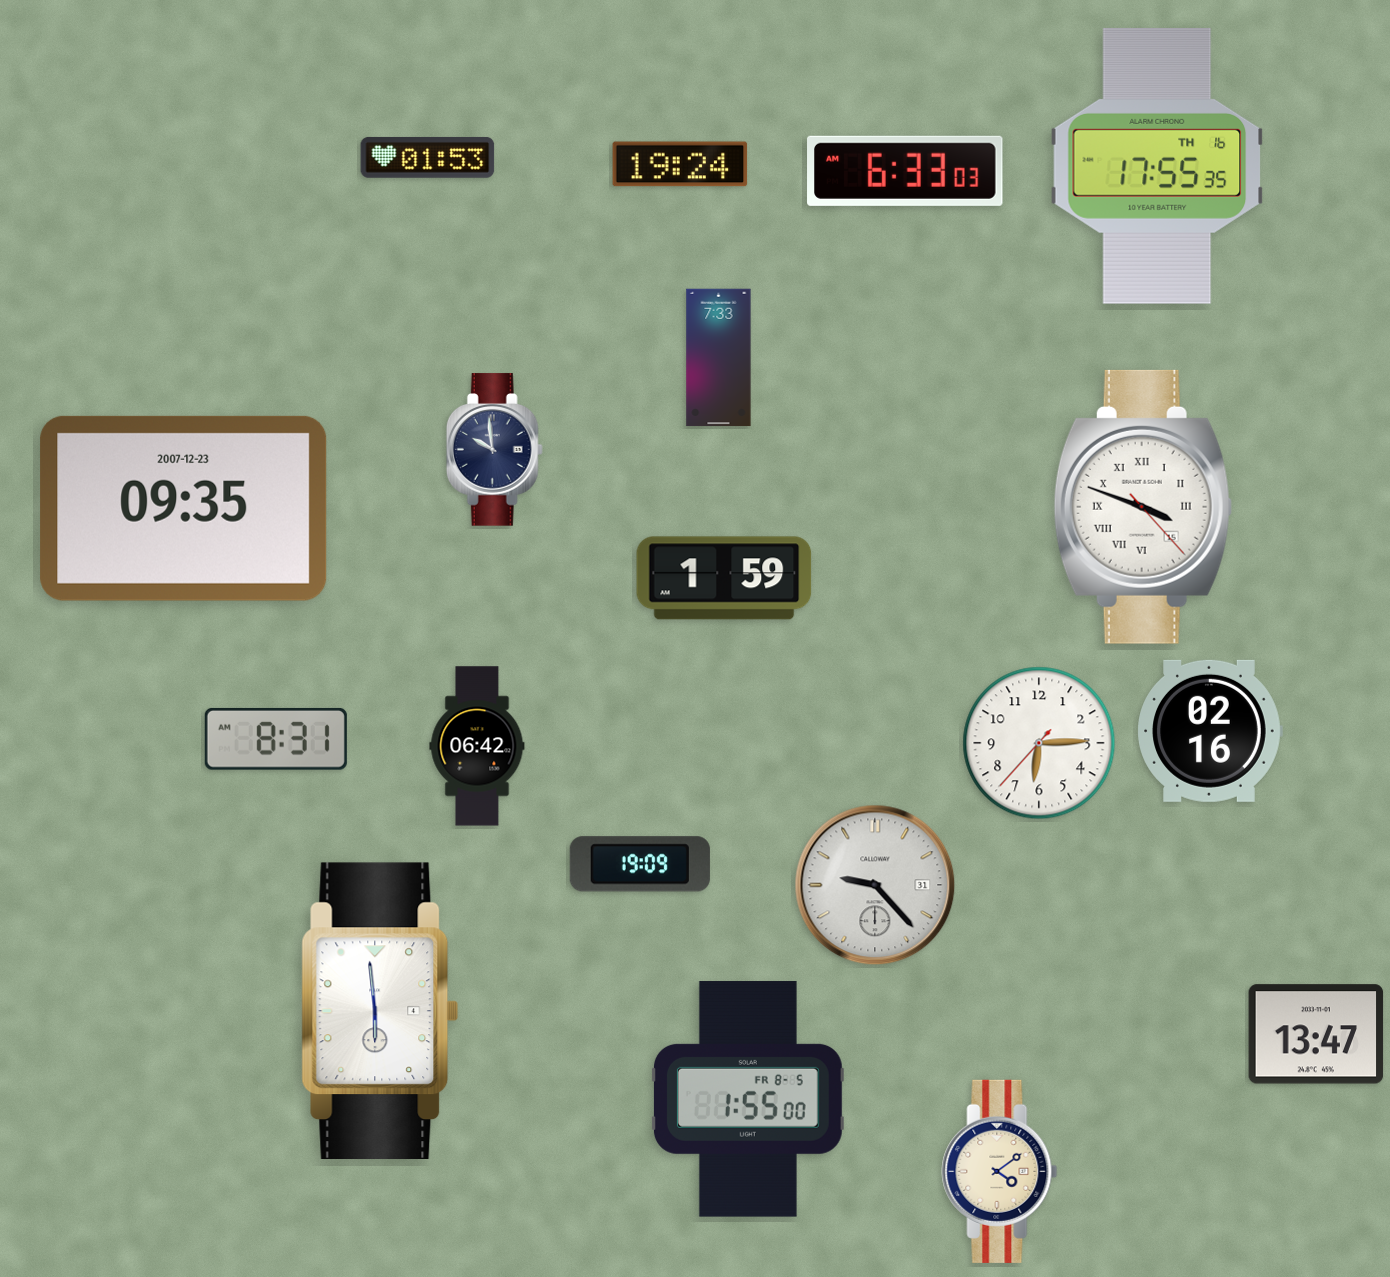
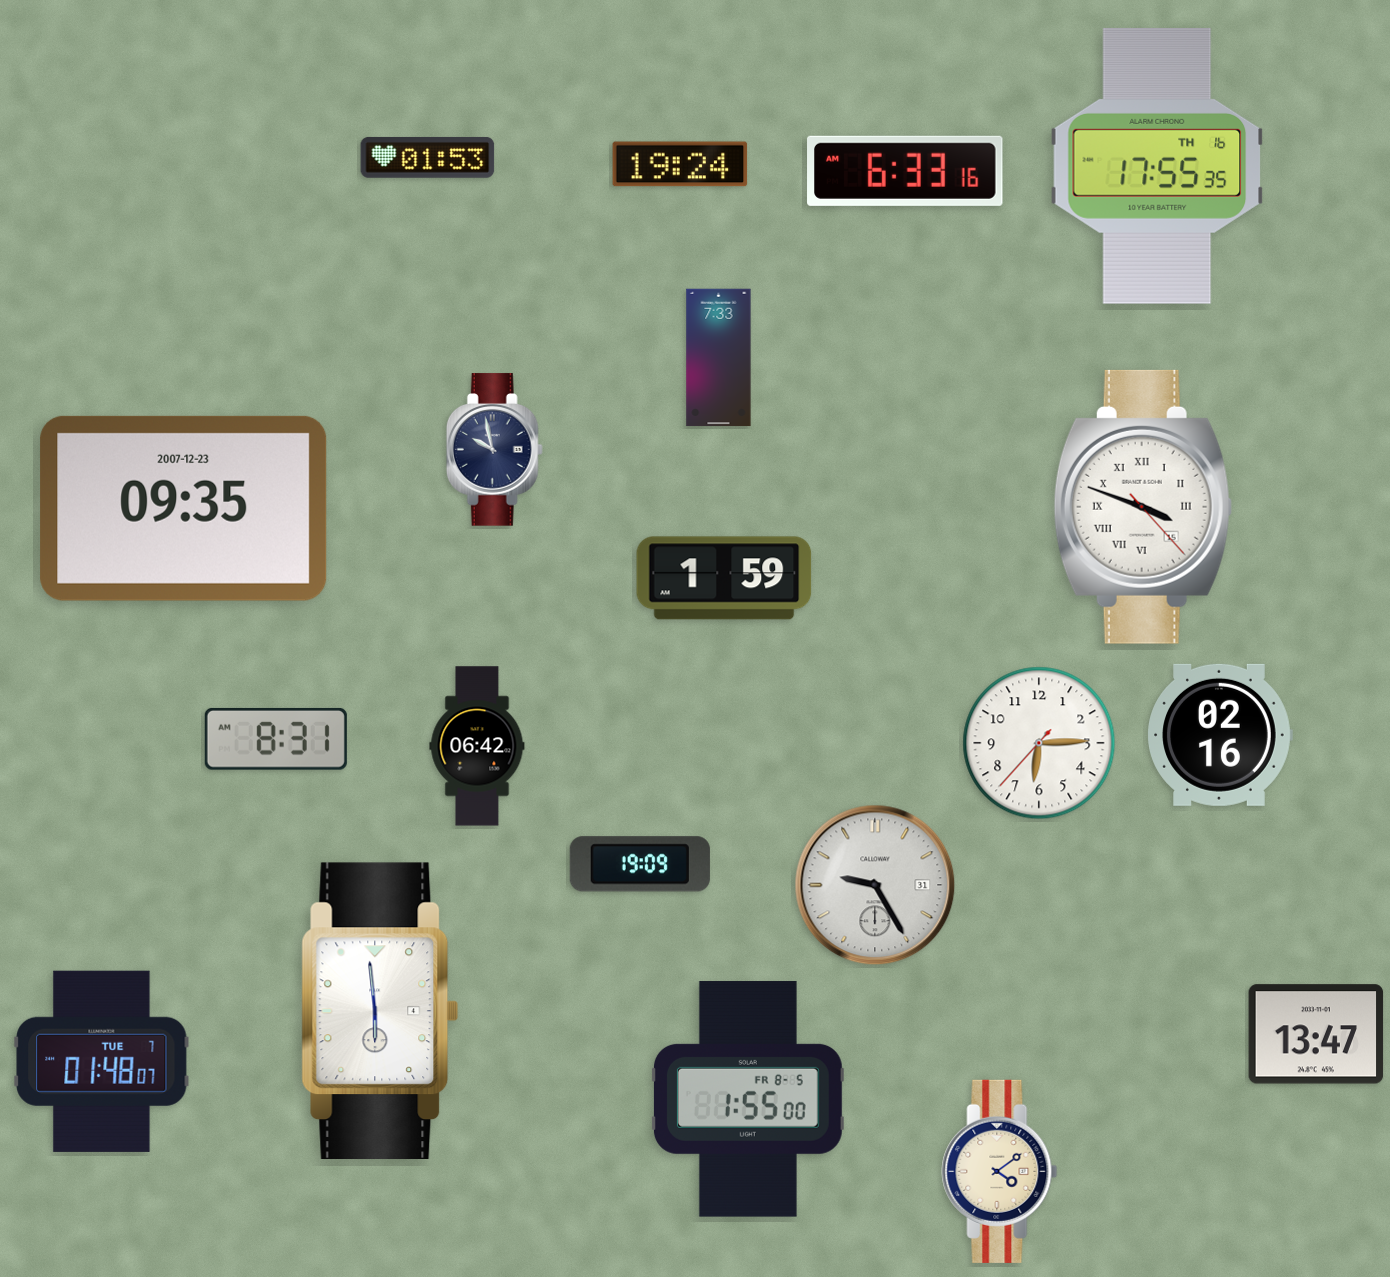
clock at (905, 171): 6:33:03 -> 6:33:16
clock at (494, 450): 9:59 -> 9:58
clock at (1210, 731) position: (1210, 731) -> (1220, 735)
clock at (875, 885): 9:23 -> 9:25
clock at (102, 1061): none -> 01:48
